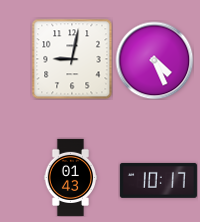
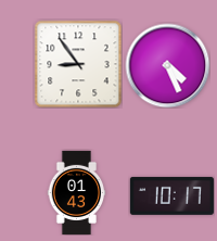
clock at (72, 59): 9:02 -> 8:54
